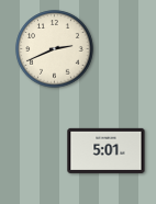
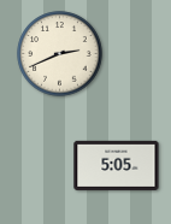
clock at (107, 150): 5:01 -> 5:05
